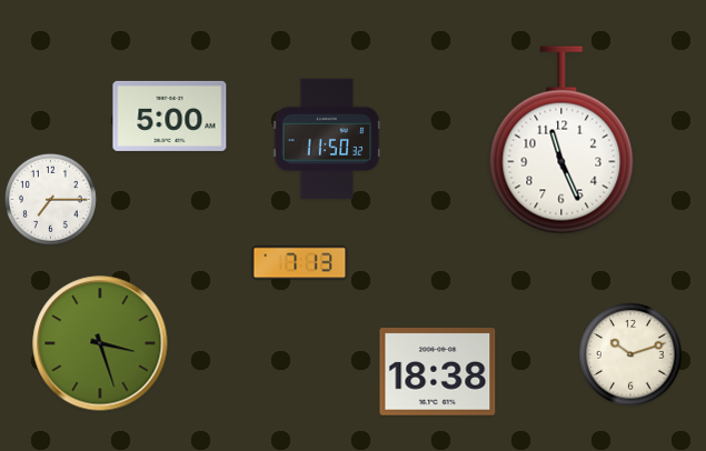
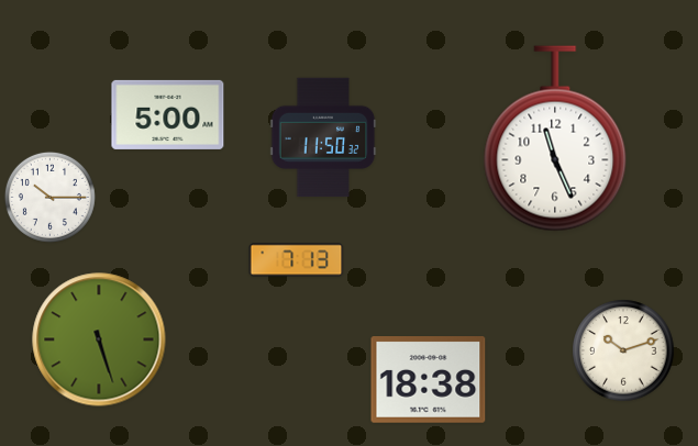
clock at (50, 199): 7:15 -> 10:15
clock at (100, 343): 3:27 -> 5:27
clock at (438, 372) position: (438, 372) -> (429, 380)
